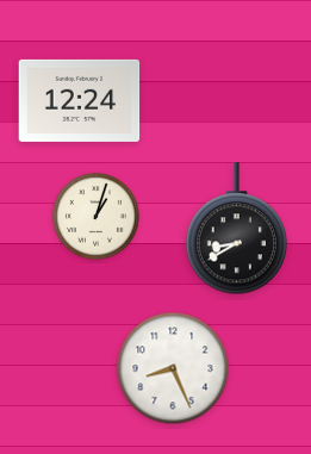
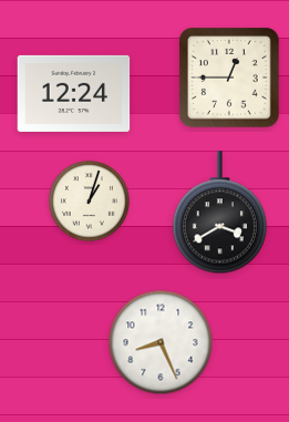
clock at (229, 78): none -> 12:45
clock at (236, 229): 8:40 -> 3:40
